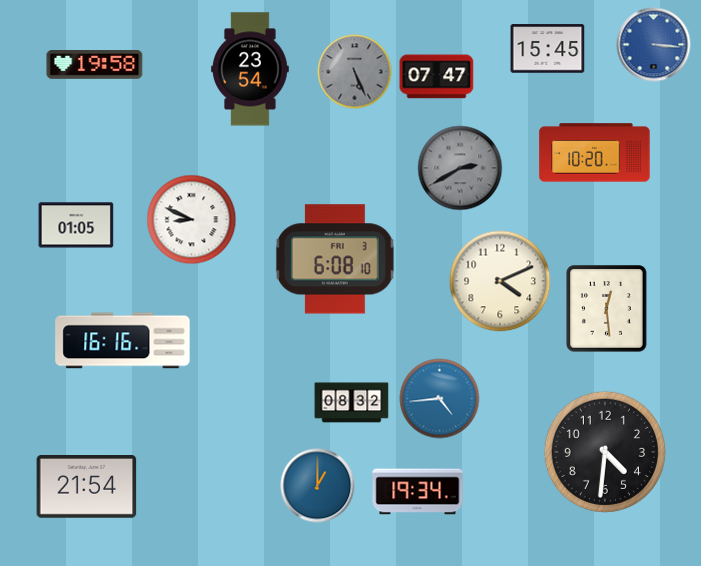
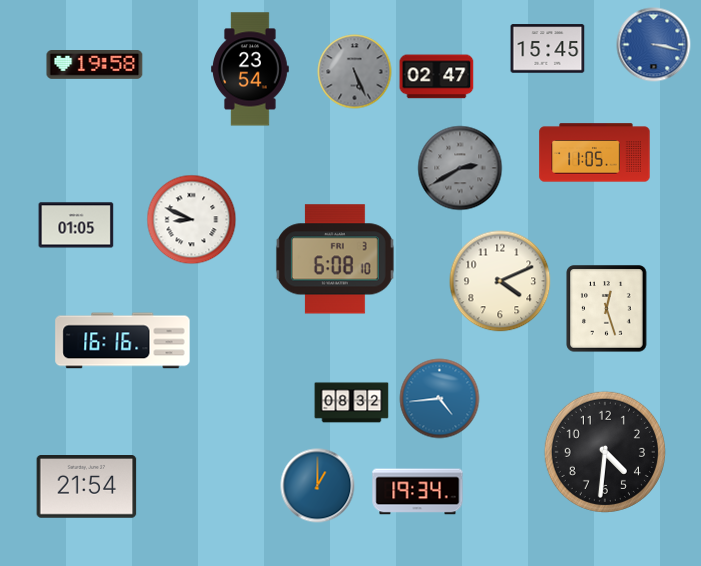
clock at (654, 45): 3:16 -> 3:17
clock at (437, 77): 07:47 -> 02:47
clock at (595, 153): 10:20 -> 11:05
clock at (607, 309): 12:29 -> 12:27
